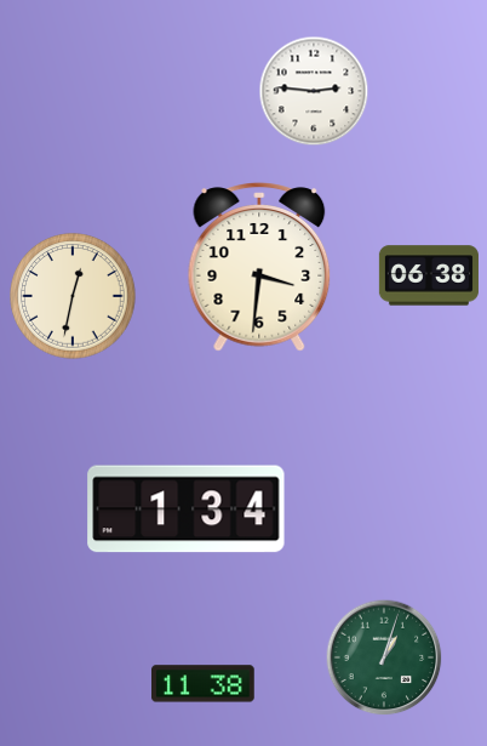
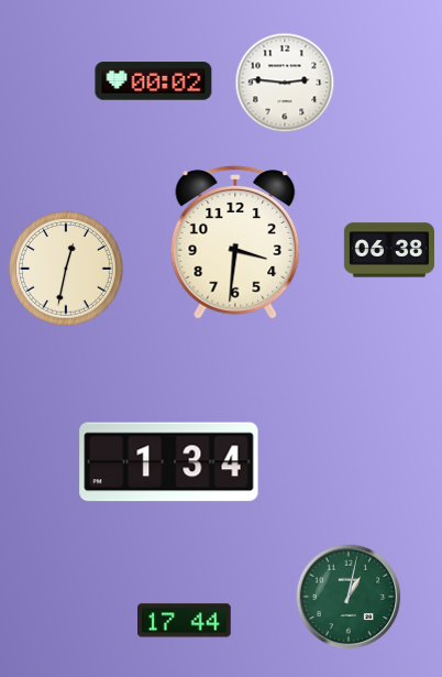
clock at (154, 81): none -> 00:02
clock at (384, 657): 1:03 -> 1:02
clock at (204, 684): 11:38 -> 17:44
